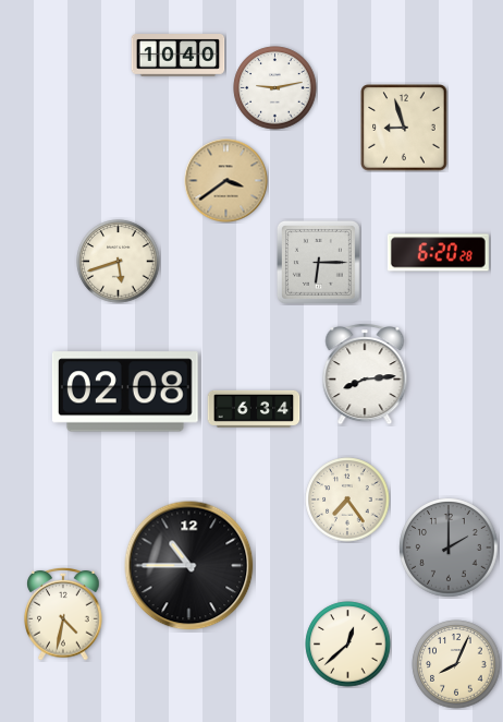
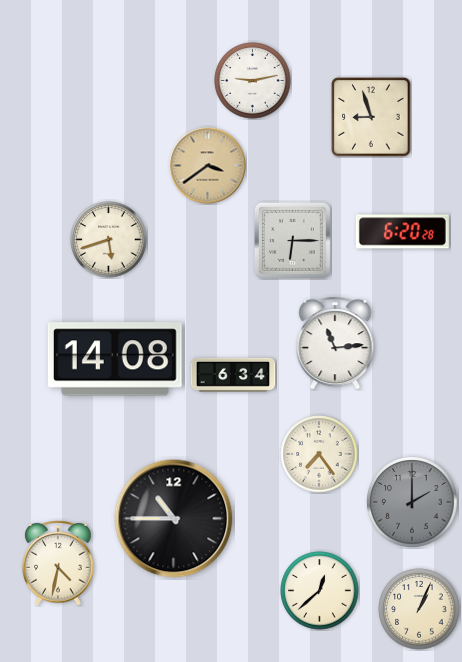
clock at (179, 56): 10:40 -> none
clock at (365, 374): 8:14 -> 11:14
clock at (125, 392): 02:08 -> 14:08
clock at (347, 500) position: (347, 500) -> (319, 454)
clock at (456, 664): 8:04 -> 1:04
